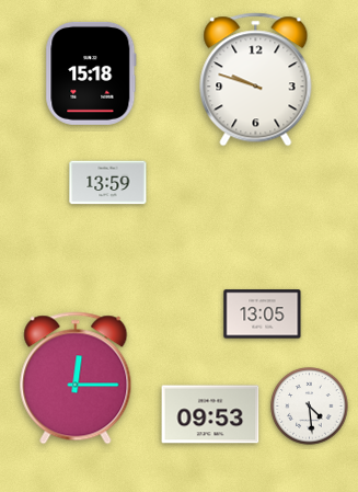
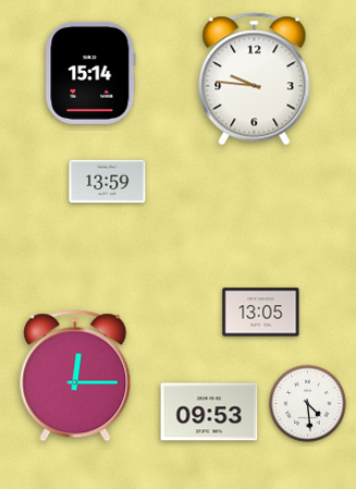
clock at (91, 73): 15:18 -> 15:14
clock at (256, 80): 9:48 -> 9:46
